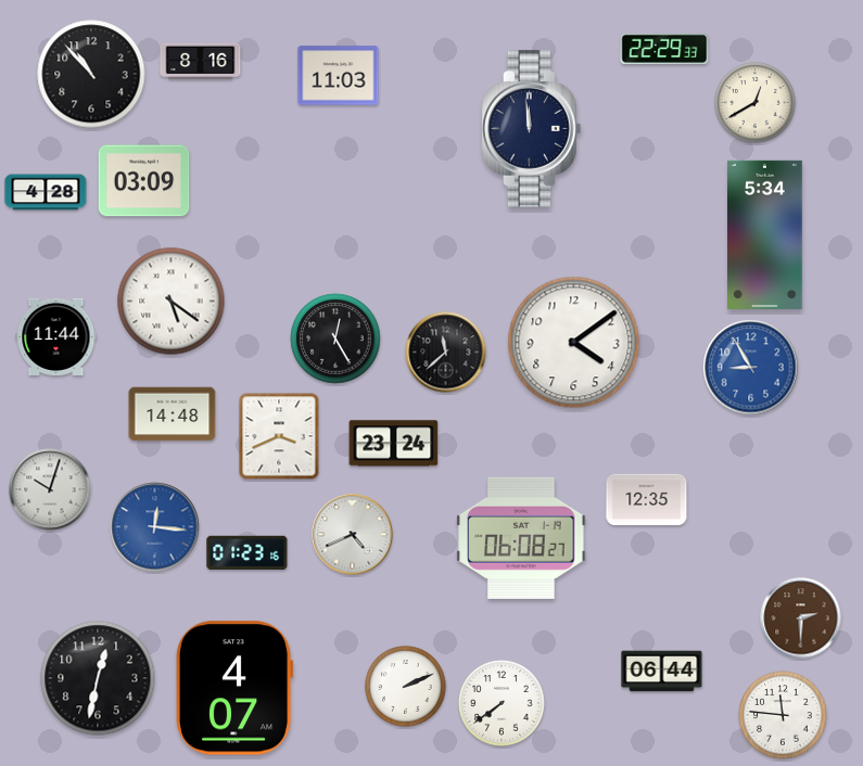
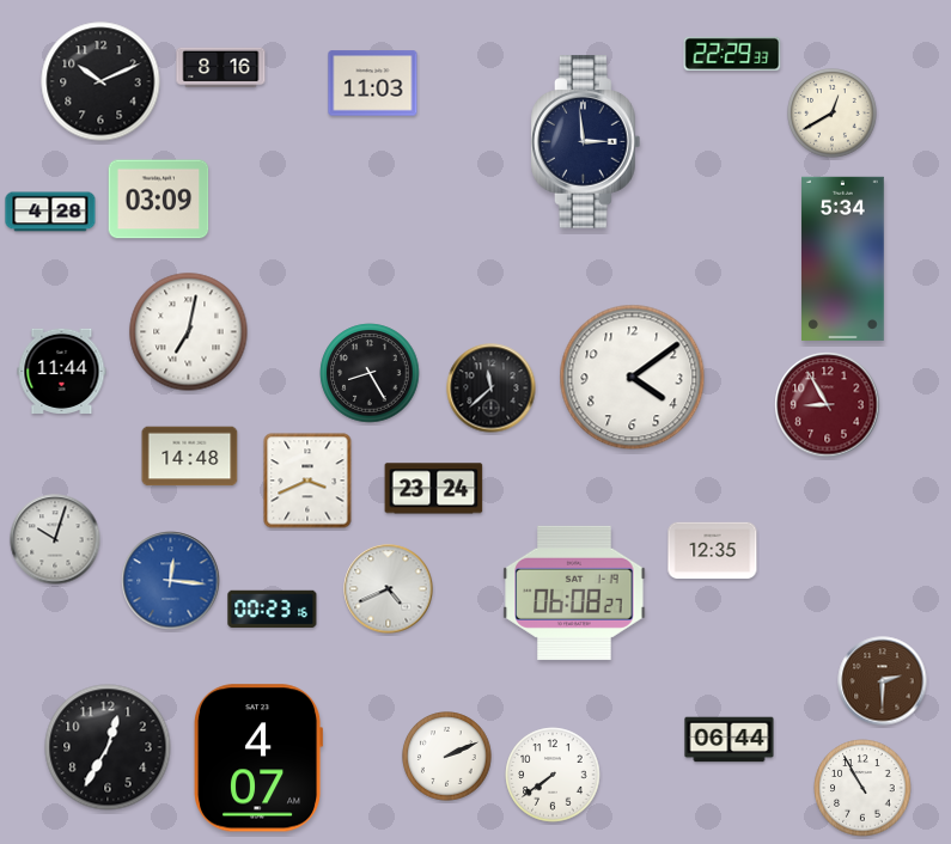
clock at (91, 74): 10:53 -> 10:11
clock at (532, 129): 11:59 -> 2:59
clock at (172, 302): 5:21 -> 7:02
clock at (335, 339): 12:25 -> 8:25
clock at (751, 368) dial: blue -> burgundy
clock at (248, 552): 01:23 -> 00:23
clock at (98, 678): 12:32 -> 12:35
clock at (783, 715): 11:46 -> 10:55
